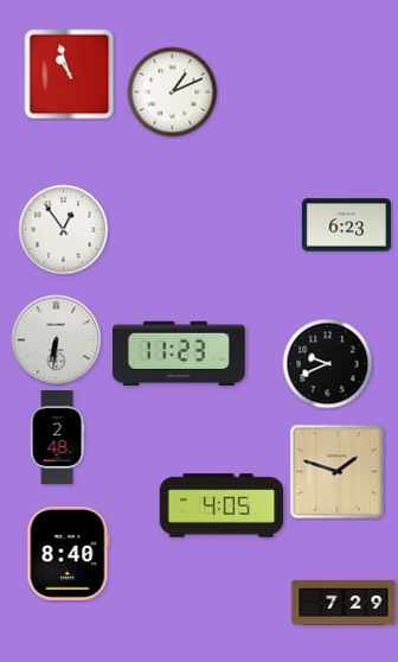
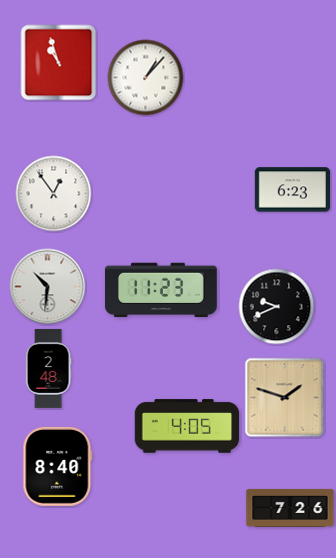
clock at (173, 93): 1:11 -> 1:07
clock at (57, 340): 6:31 -> 10:31
clock at (179, 352) position: (179, 352) -> (161, 289)
clock at (344, 603): 7:29 -> 7:26
